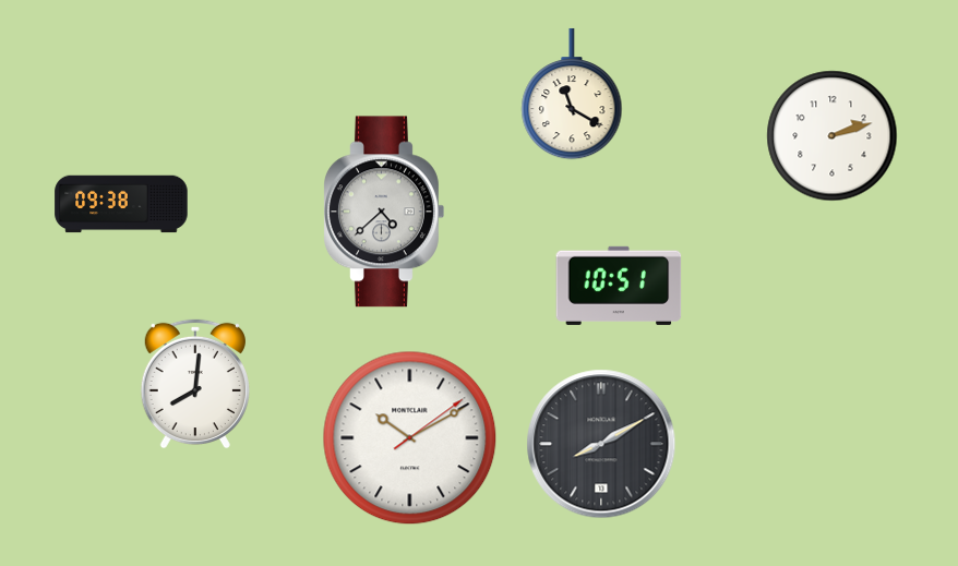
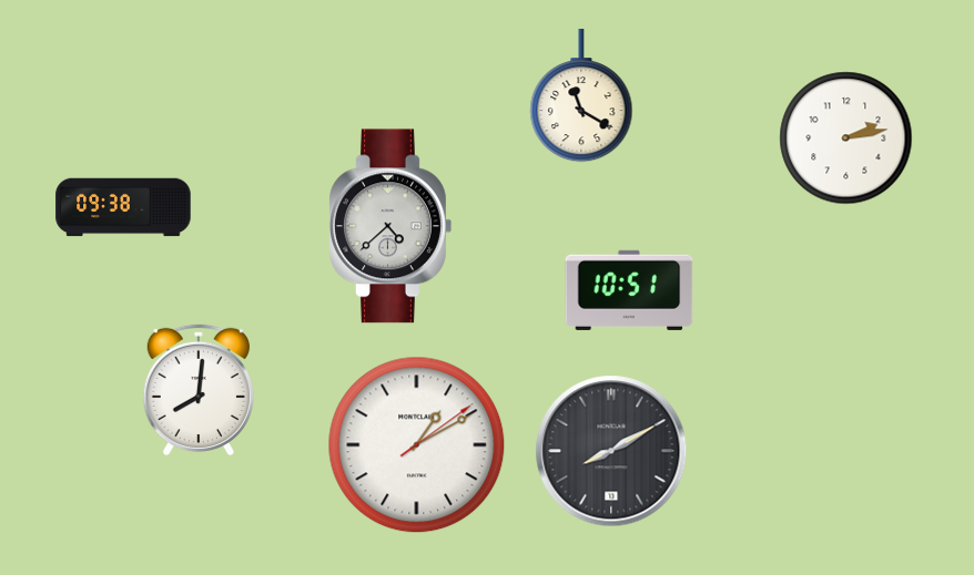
clock at (833, 136): 2:12 -> 2:13
clock at (384, 212) position: (384, 212) -> (390, 226)
clock at (410, 438): 10:10 -> 1:10
